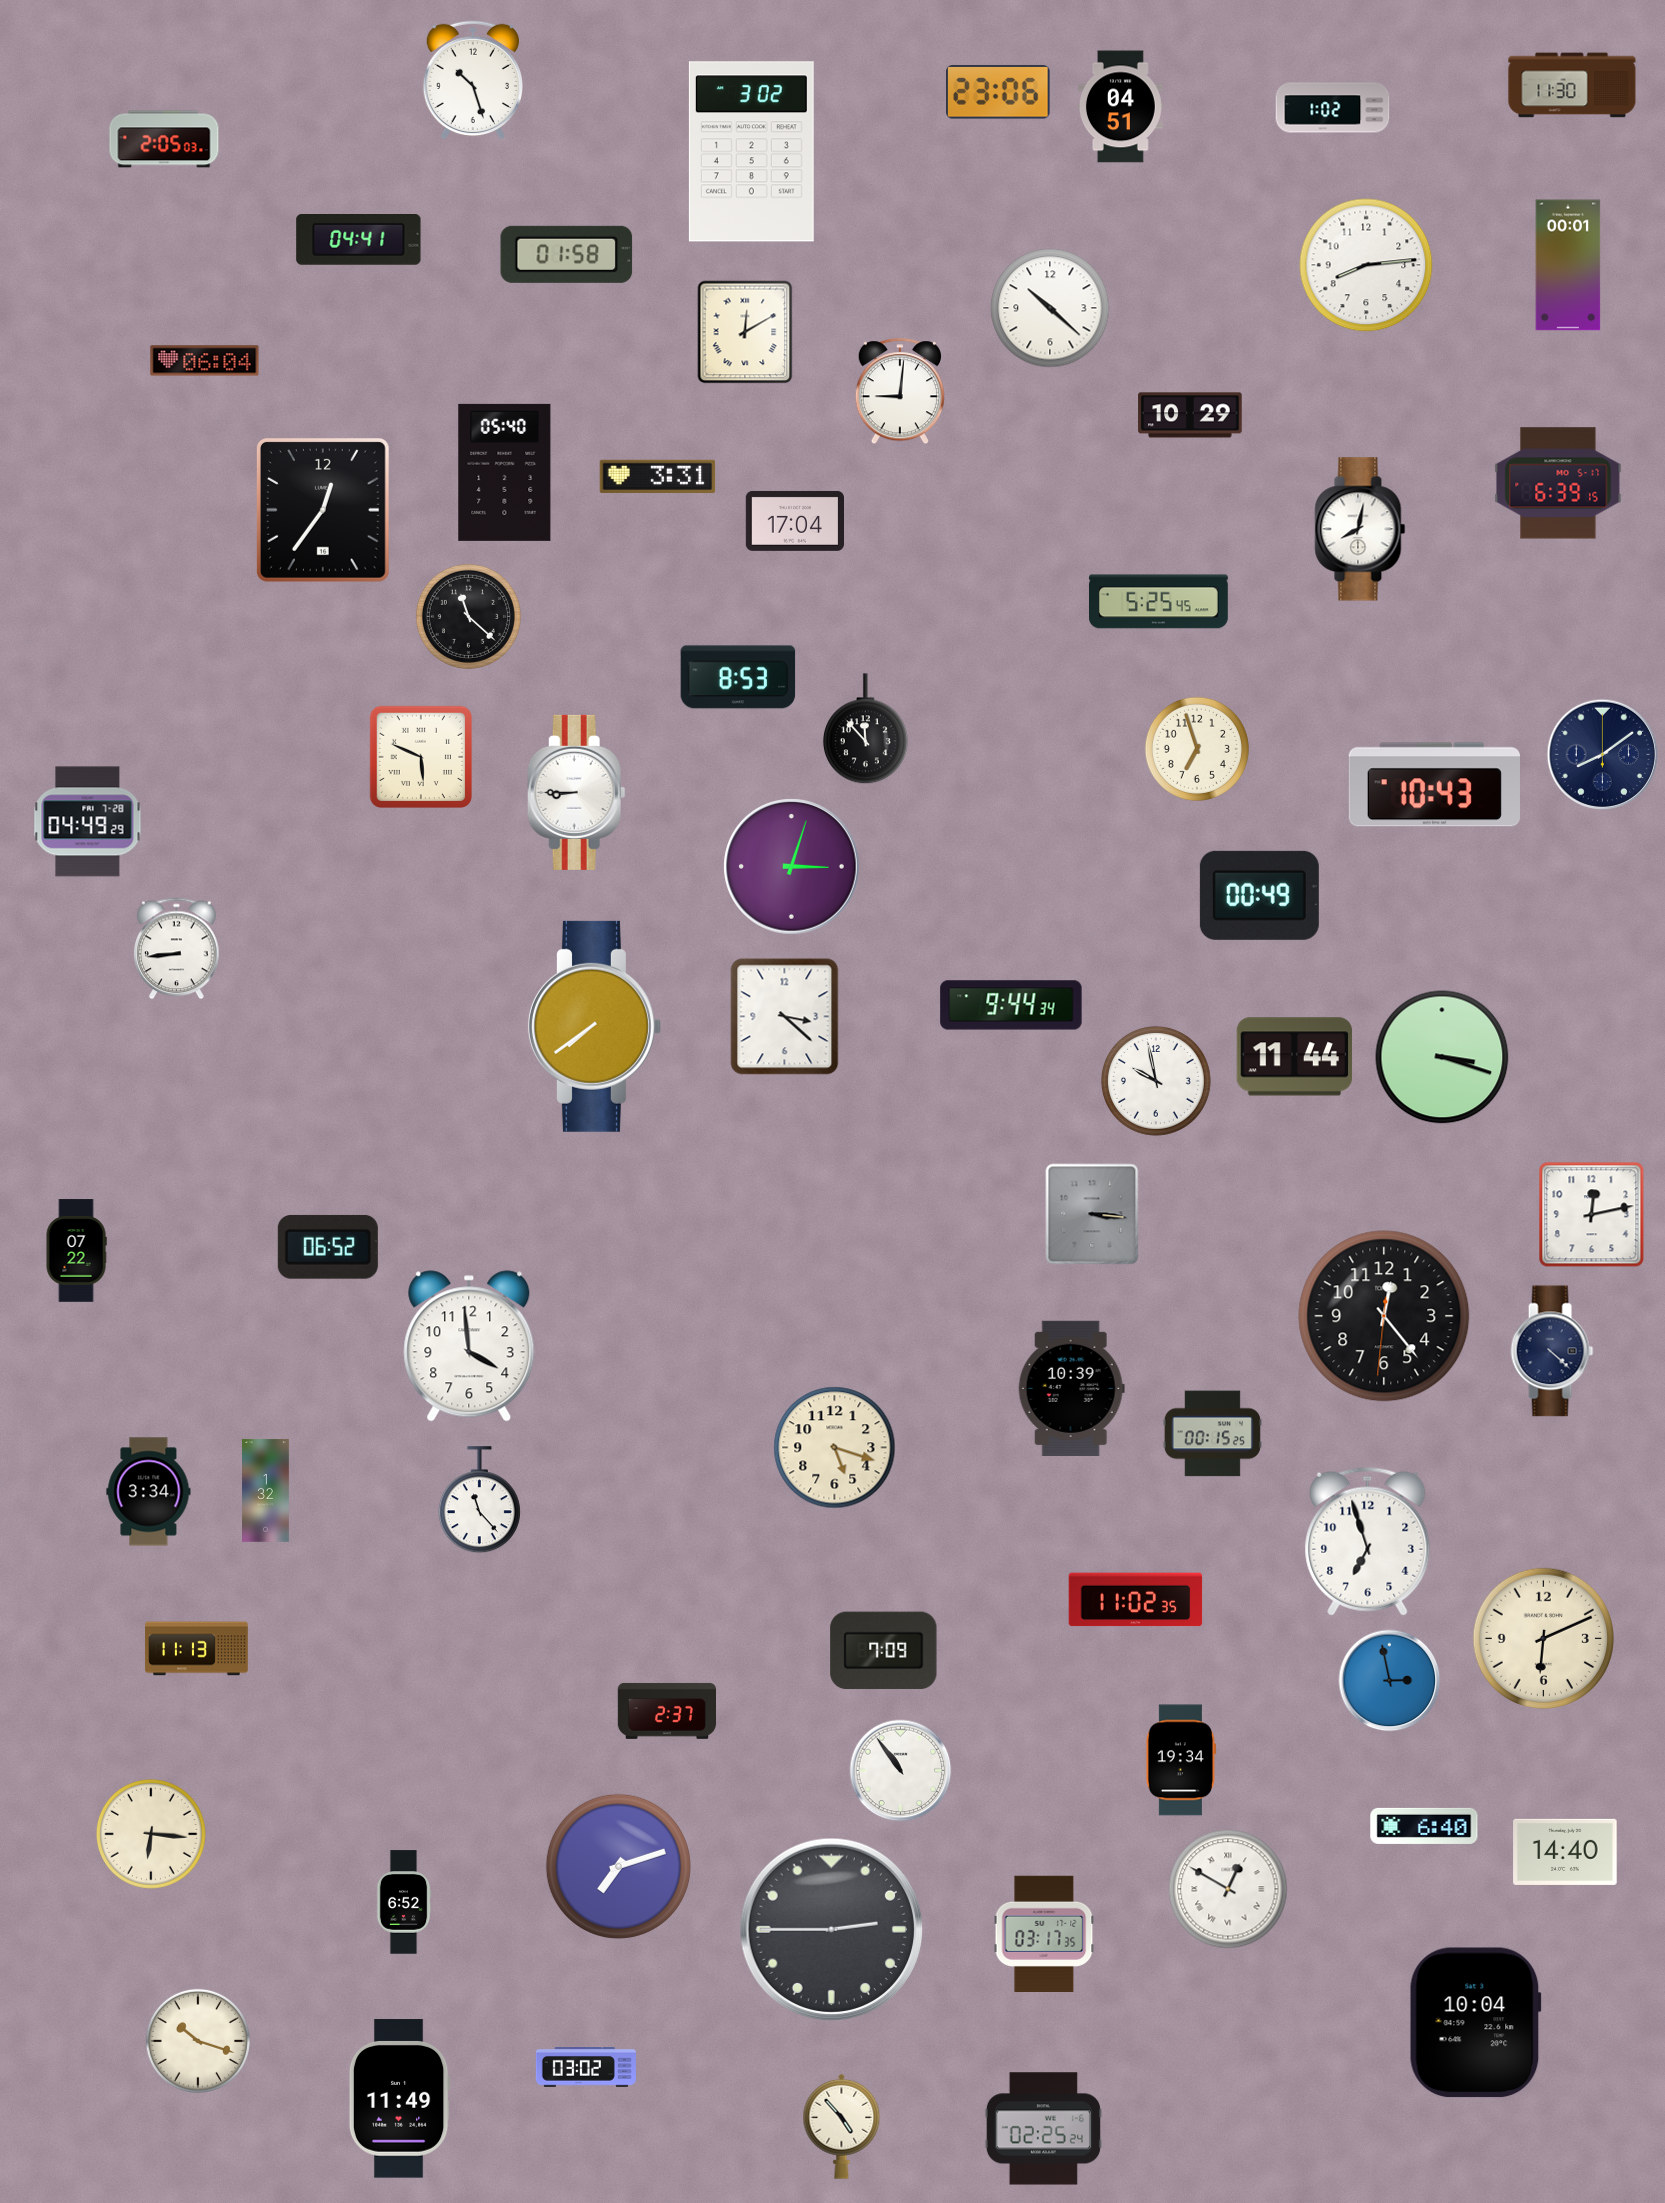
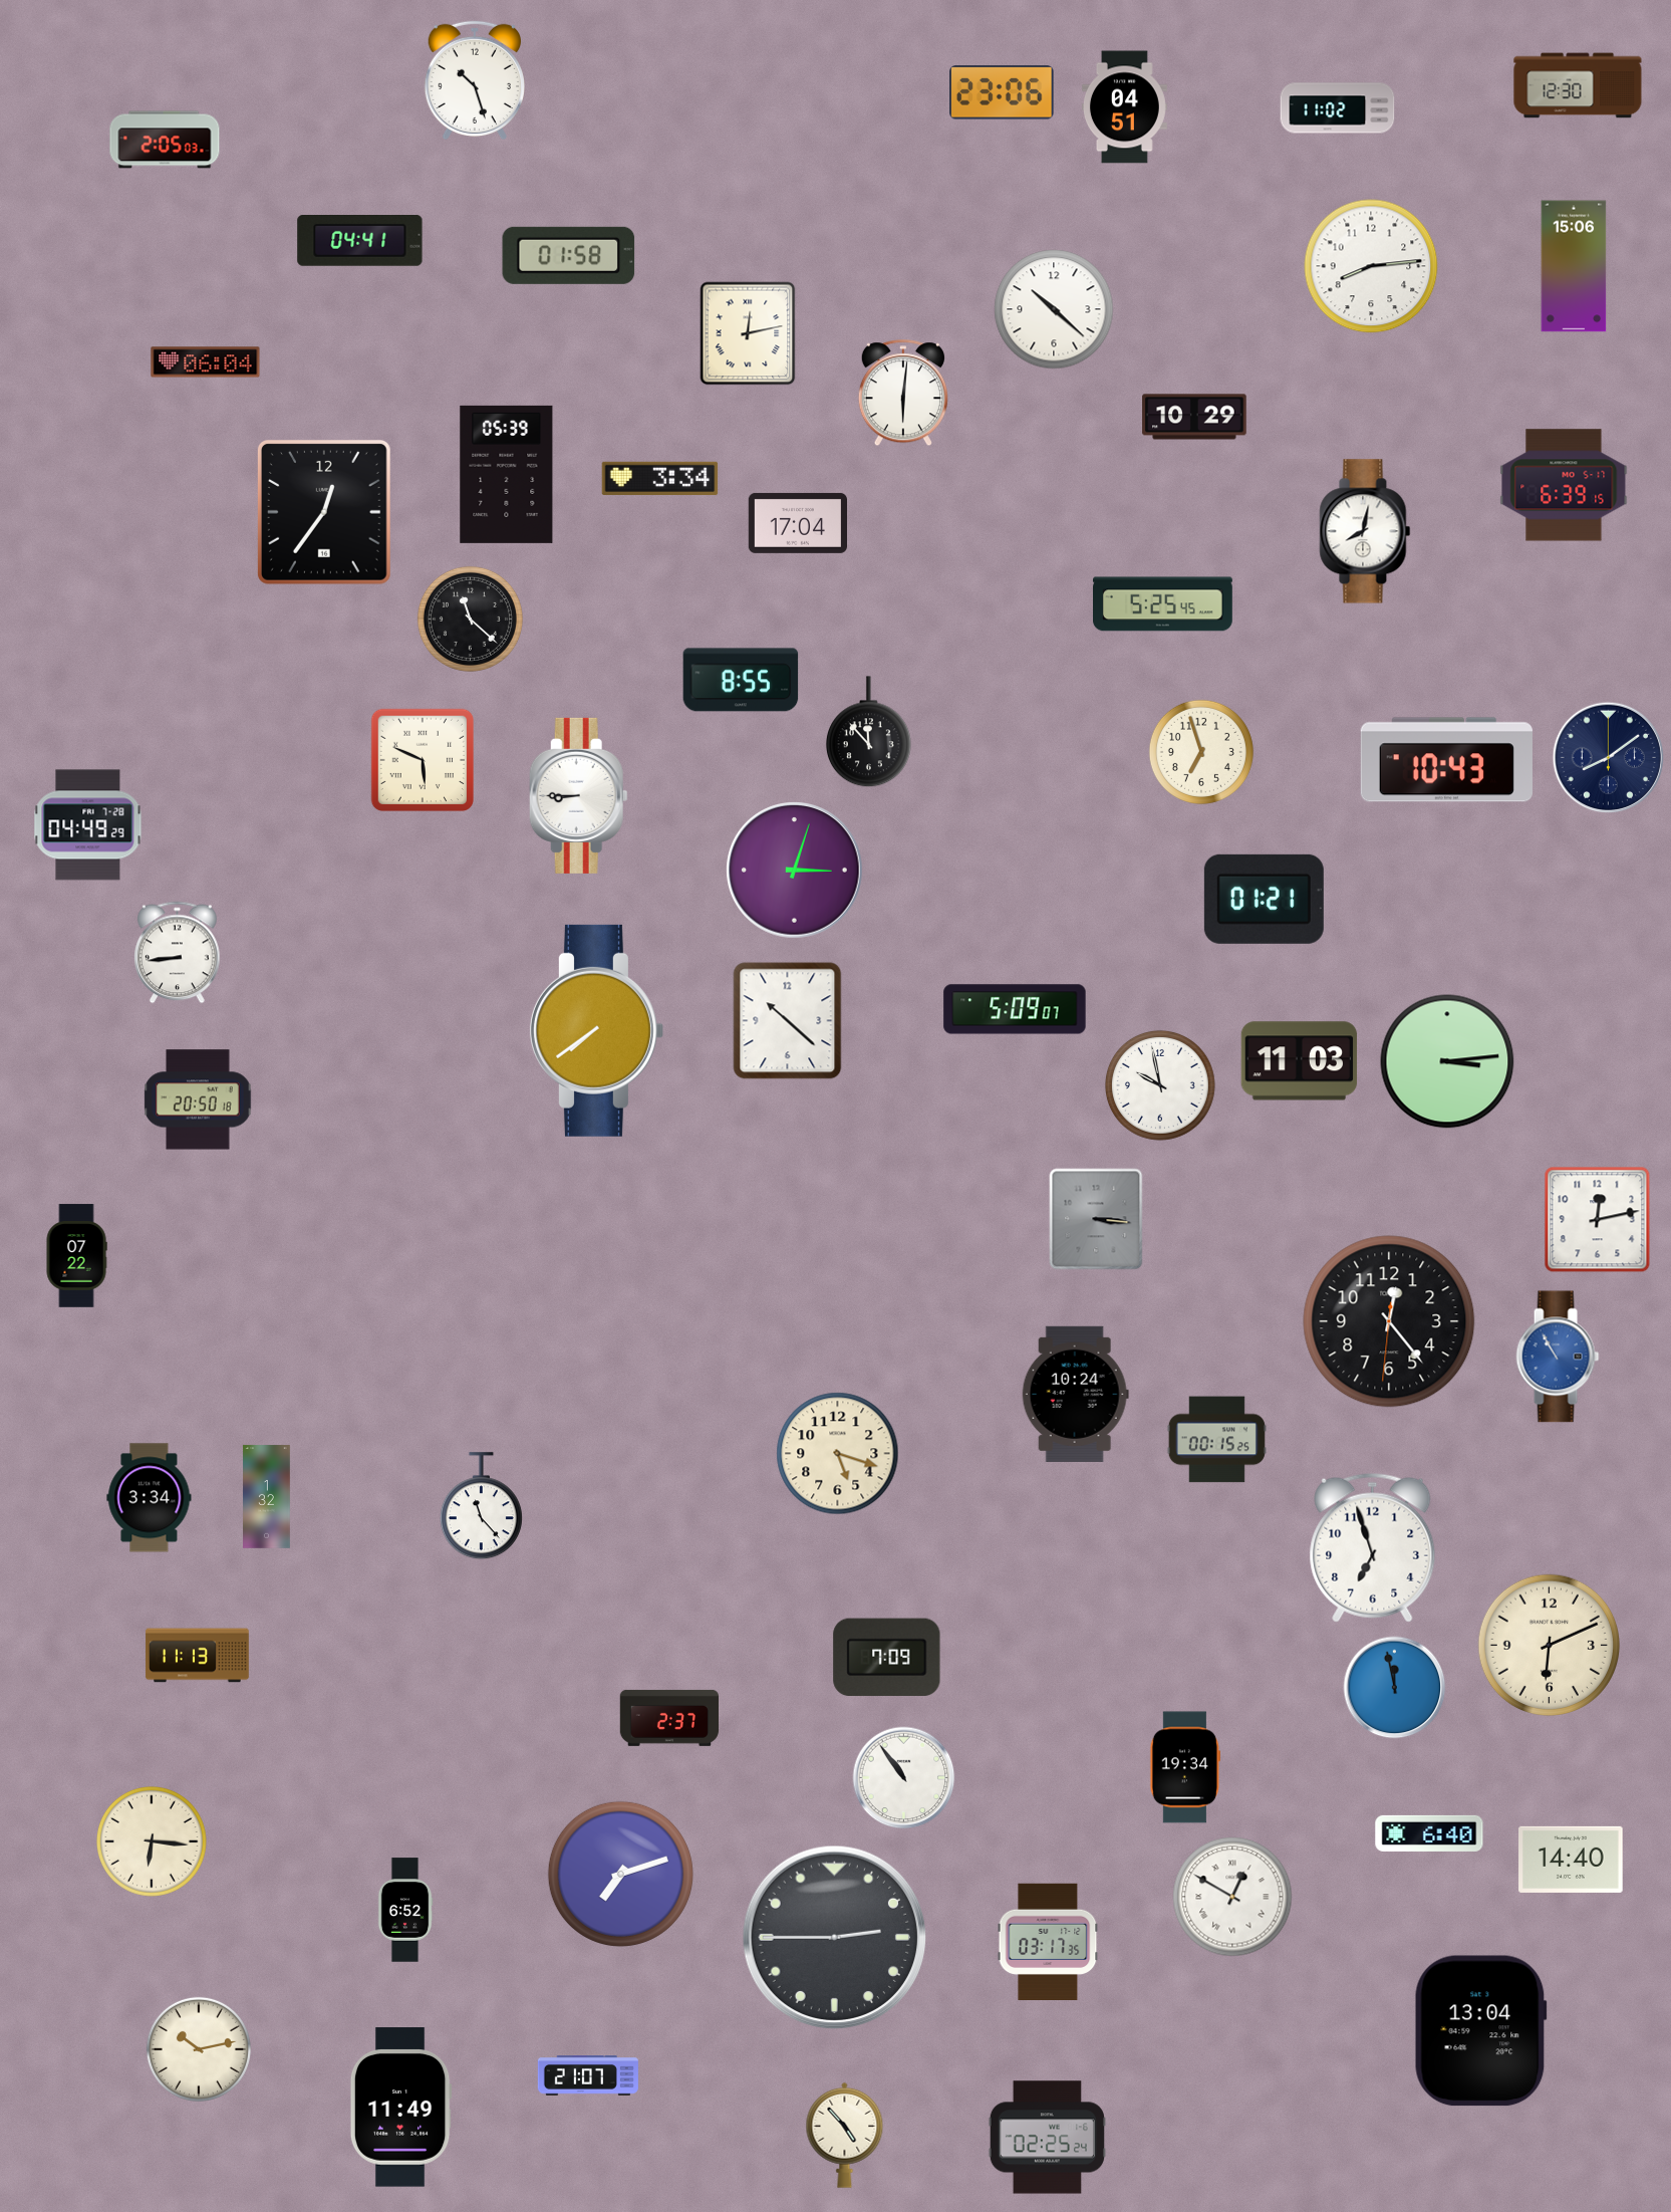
clock at (1572, 85): 11:30 -> 12:30
clock at (1333, 108): 1:02 -> 11:02
clock at (751, 152): 3:02 -> none
clock at (1568, 265): 00:01 -> 15:06
clock at (745, 332): 12:10 -> 12:13
clock at (900, 392): 9:01 -> 6:01
clock at (505, 472): 05:40 -> 05:39
clock at (658, 476): 3:31 -> 3:34
clock at (738, 677): 8:53 -> 8:55
clock at (1434, 785) position: (1434, 785) -> (1446, 760)
clock at (1259, 895): 00:49 -> 01:21
clock at (1011, 1005): 9:44 -> 5:09
clock at (785, 1017): 3:22 -> 10:22
clock at (1295, 1057): 11:44 -> 11:03
clock at (1442, 1057): 3:18 -> 3:14
clock at (198, 1099): none -> 20:50
clock at (328, 1247): 06:52 -> none
clock at (469, 1346): 3:59 -> none
clock at (1552, 1351): 4:22 -> 10:55
clock at (1552, 1351) dial: navy -> blue
clock at (1071, 1388): 10:39 -> 10:24
clock at (1136, 1600): 11:02 -> none
clock at (1390, 1681): 2:58 -> 11:58
clock at (1475, 2023): 10:04 -> 13:04
clock at (198, 2041): 10:18 -> 10:13
clock at (586, 2067): 03:02 -> 21:07
